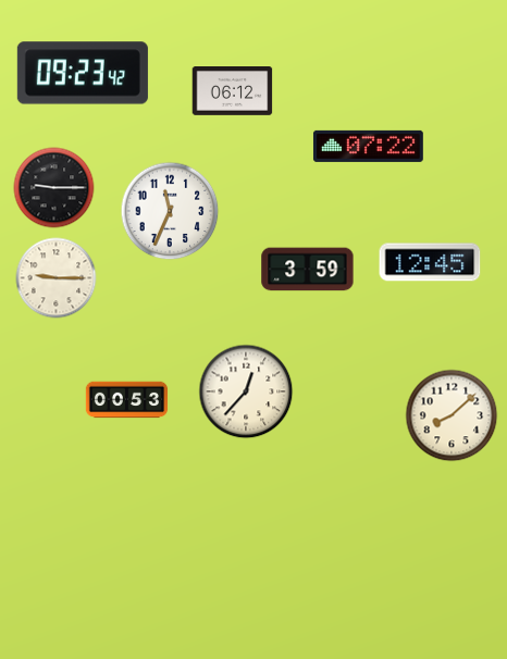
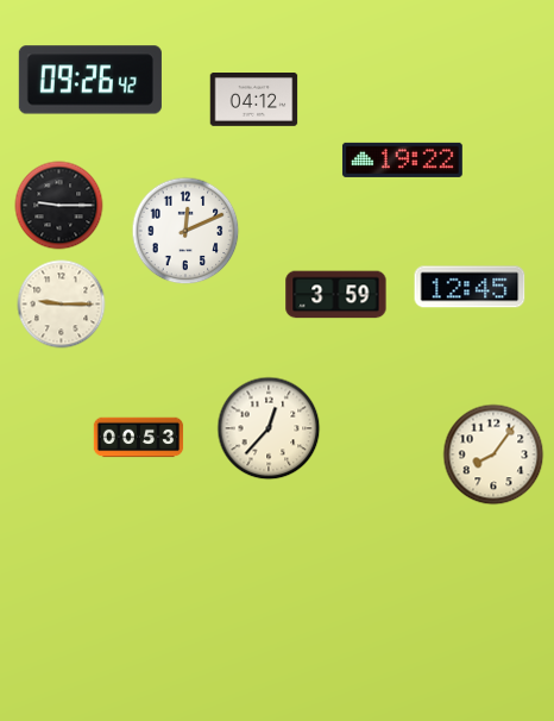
clock at (83, 73): 09:23 -> 09:26
clock at (233, 91): 06:12 -> 04:12
clock at (368, 146): 07:22 -> 19:22
clock at (170, 211): 11:34 -> 12:11
clock at (452, 415): 8:08 -> 8:06
